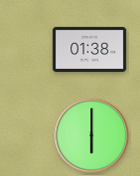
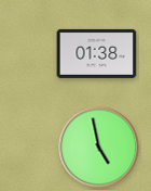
clock at (92, 136): 6:00 -> 4:58
